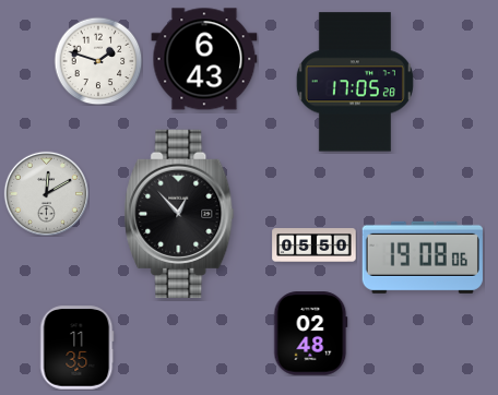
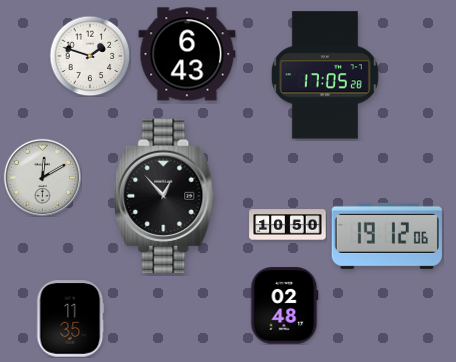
clock at (315, 246): 05:50 -> 10:50
clock at (423, 258): 19:08 -> 19:12
